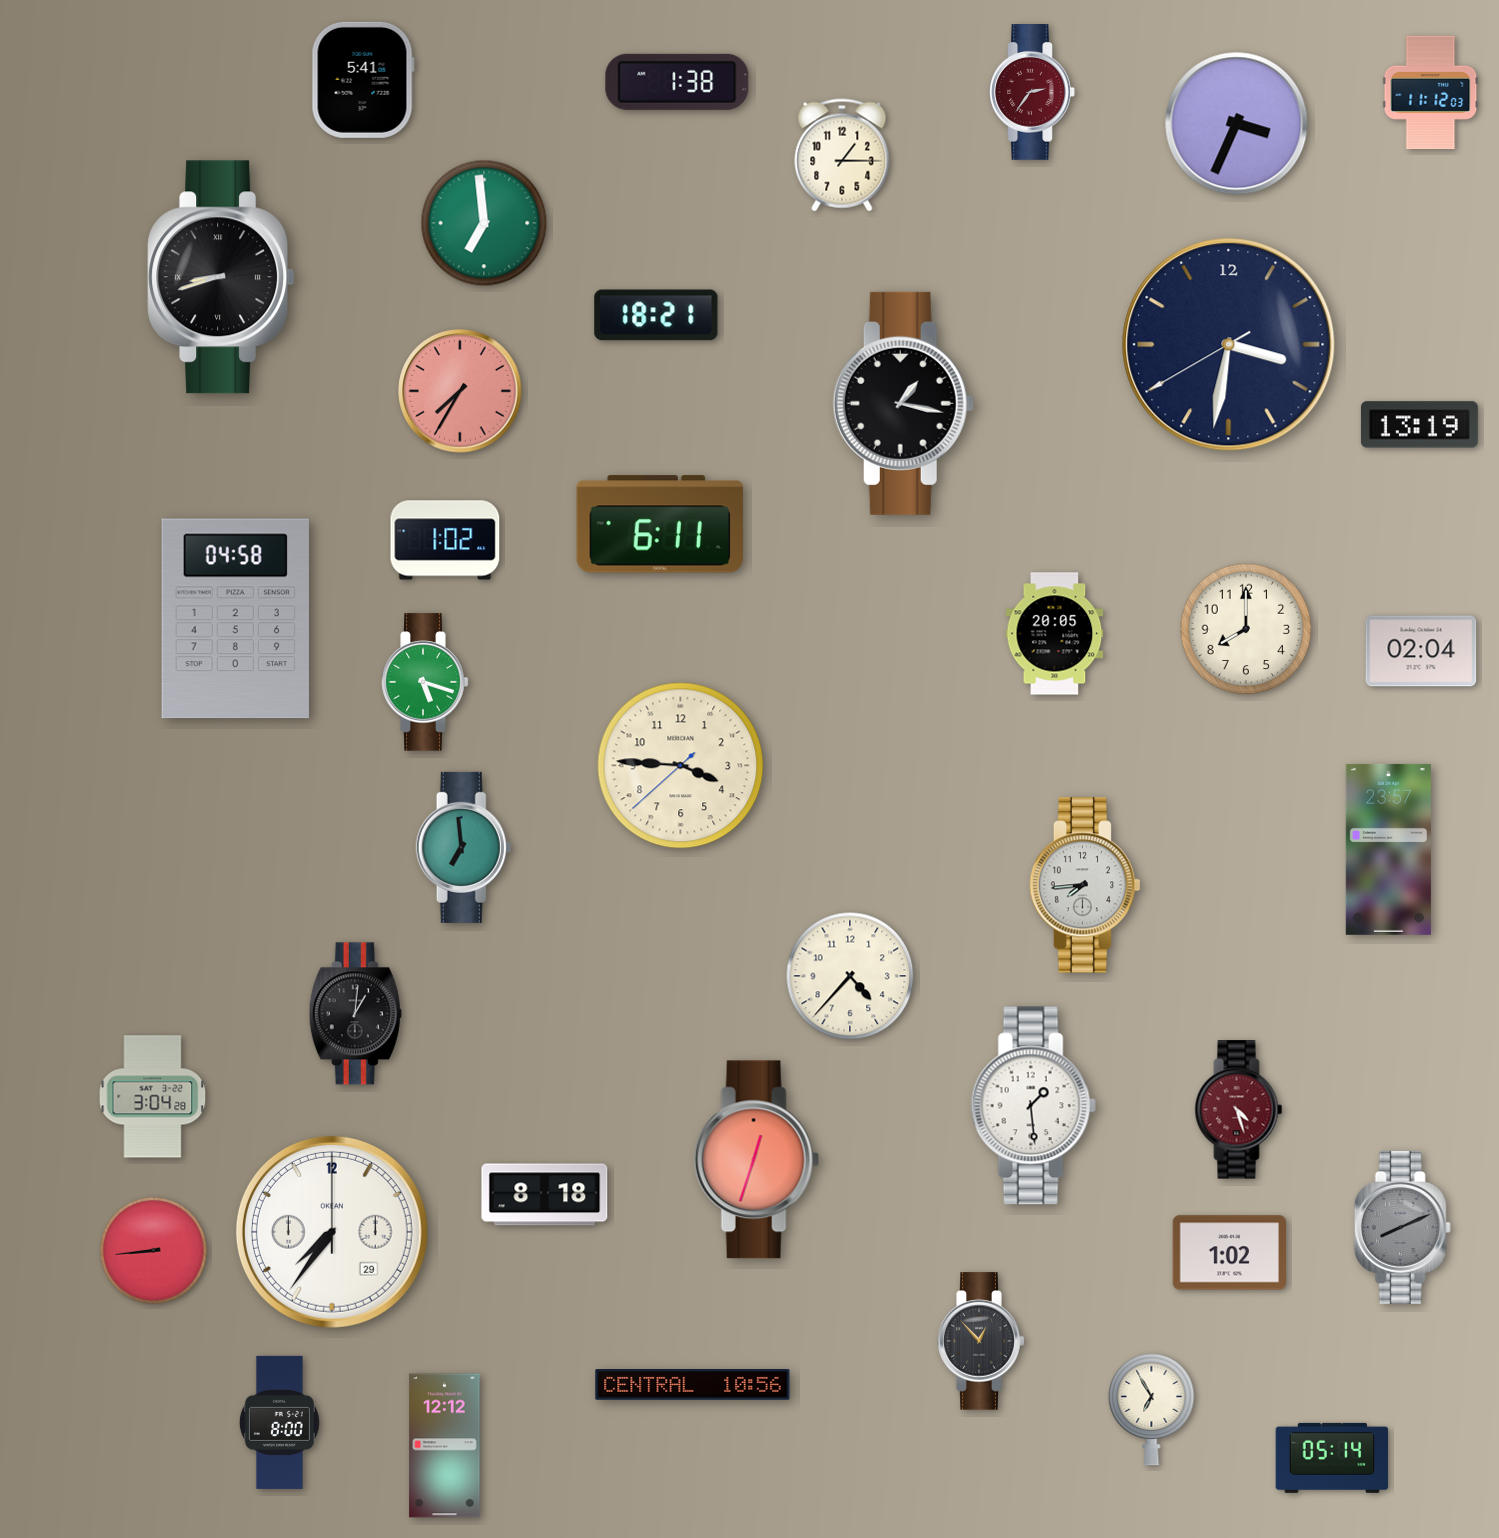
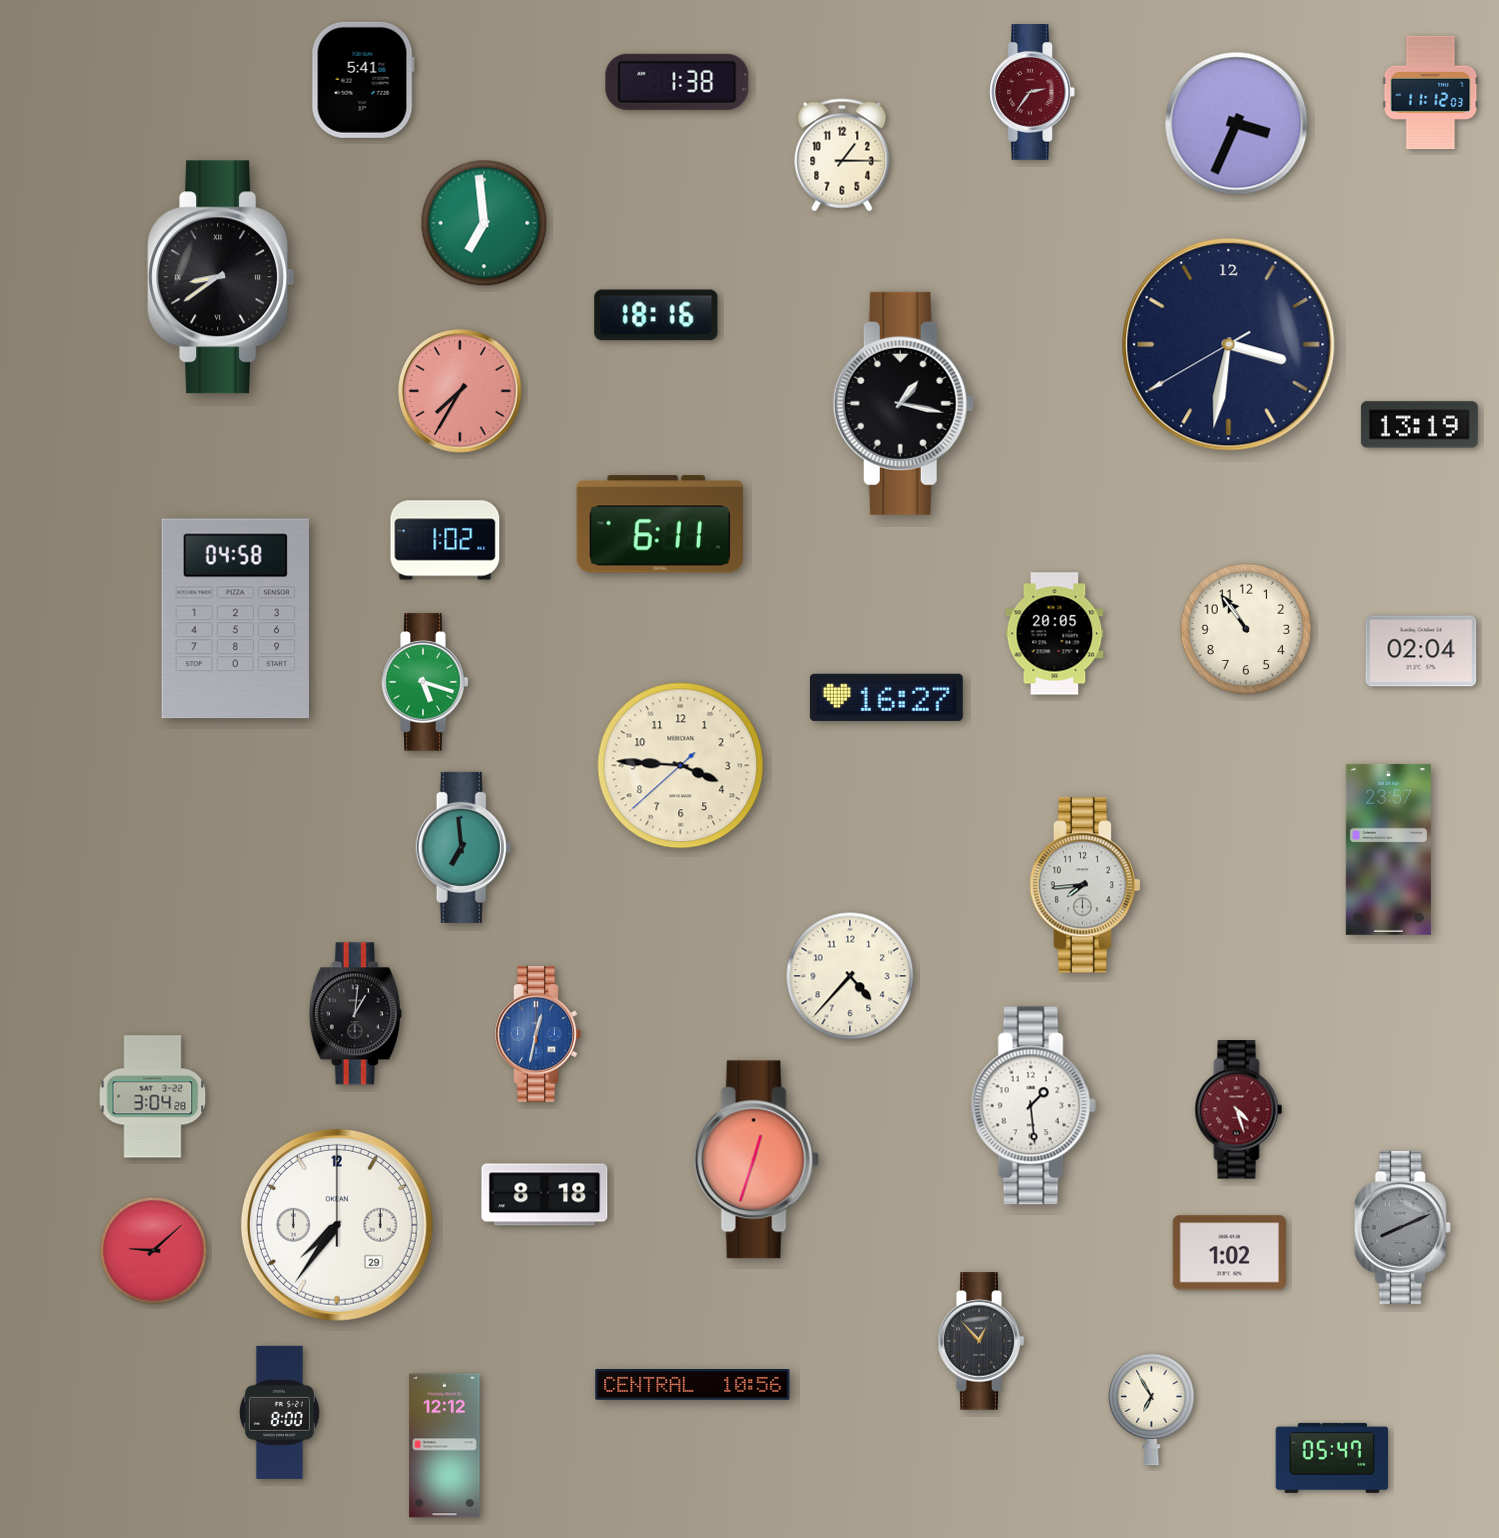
clock at (221, 277): 8:42 -> 8:39
clock at (656, 315): 18:21 -> 18:16
clock at (1246, 629): 8:00 -> 10:54
clock at (886, 697): none -> 16:27
clock at (538, 1035): none -> 12:32
clock at (332, 1232) position: (332, 1232) -> (337, 1225)
clock at (154, 1251): 8:44 -> 9:08
clock at (279, 1422) position: (279, 1422) -> (279, 1412)
clock at (1332, 1458): 05:14 -> 05:47
